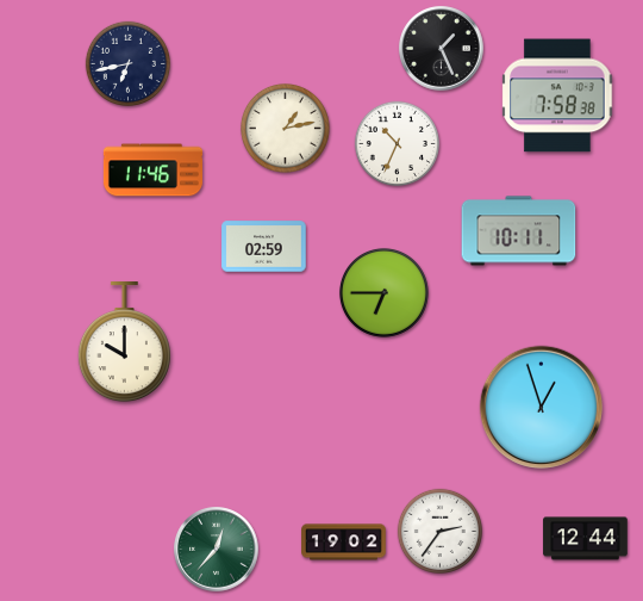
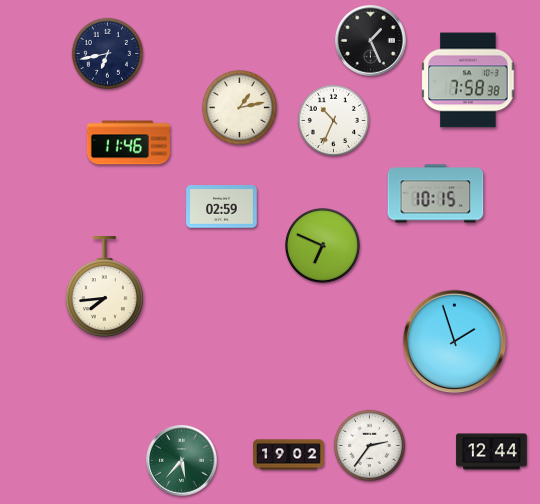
clock at (519, 231): 10:11 -> 10:15
clock at (383, 292): 6:45 -> 6:49
clock at (124, 343): 10:00 -> 7:44
clock at (542, 408): 12:57 -> 1:57
clock at (217, 550): 12:37 -> 5:37
